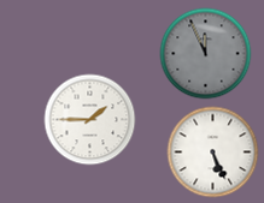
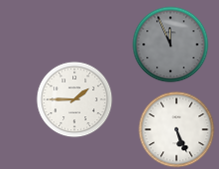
clock at (213, 153) position: (213, 153) -> (177, 130)
